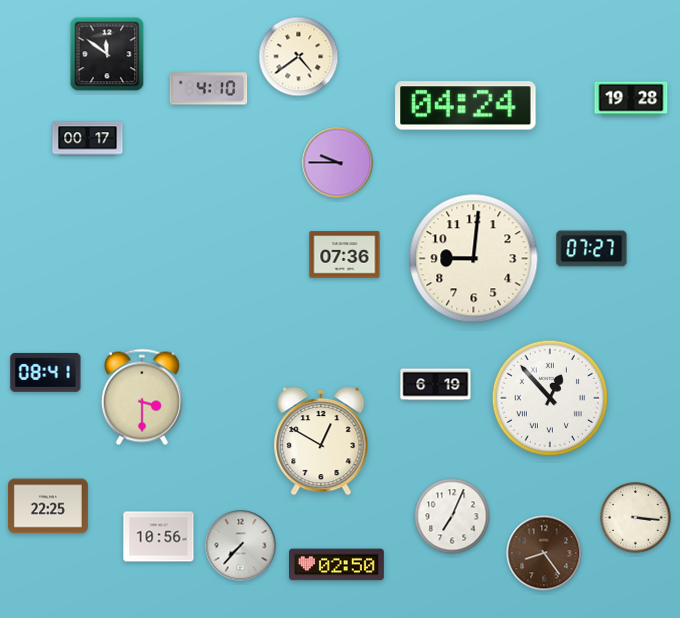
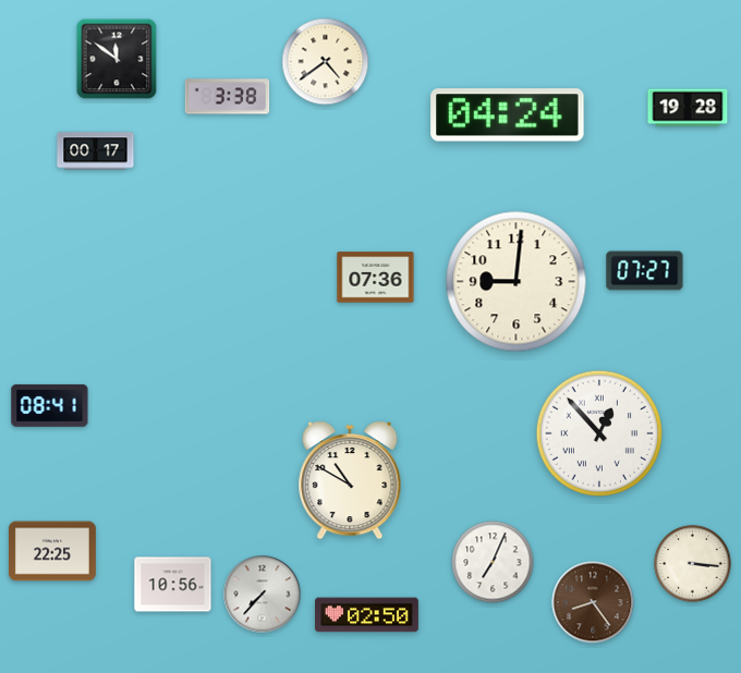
clock at (209, 89): 4:10 -> 3:38
clock at (338, 163): 9:45 -> none
clock at (436, 385): 6:19 -> none
clock at (142, 397): 3:30 -> none
clock at (321, 441): 12:50 -> 10:50
